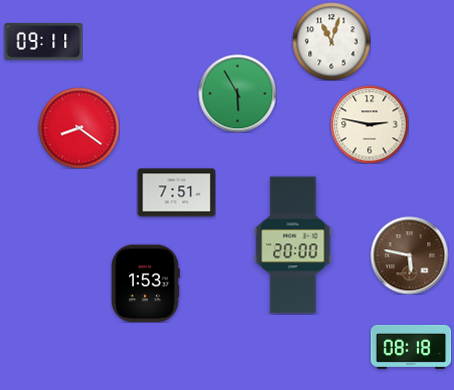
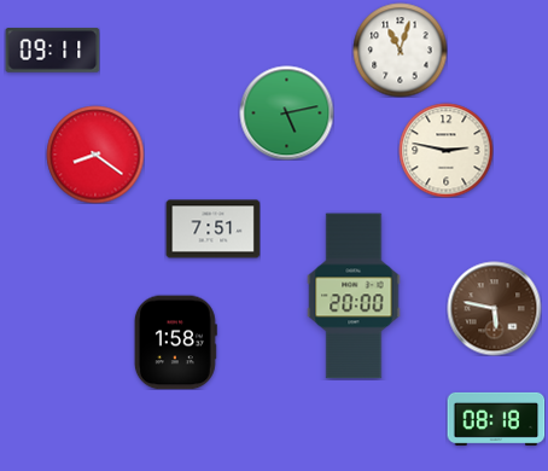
clock at (237, 93): 5:55 -> 5:13
clock at (176, 193) position: (176, 193) -> (212, 229)
clock at (145, 283): 1:53 -> 1:58
